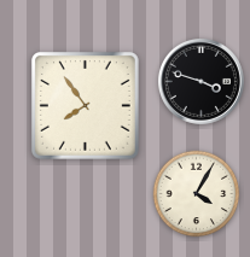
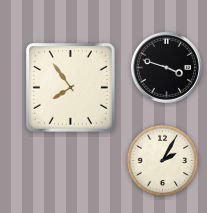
clock at (197, 194): 4:05 -> 2:05
